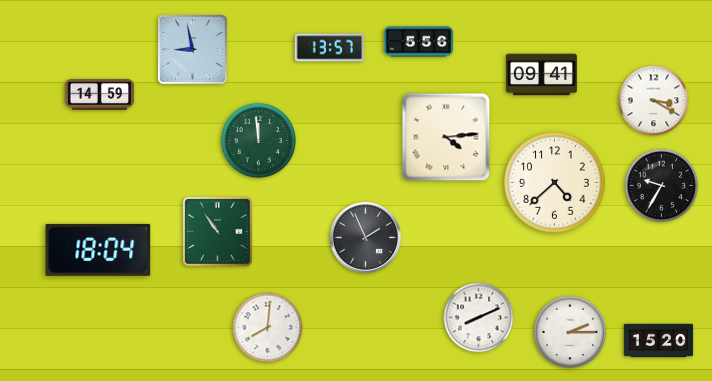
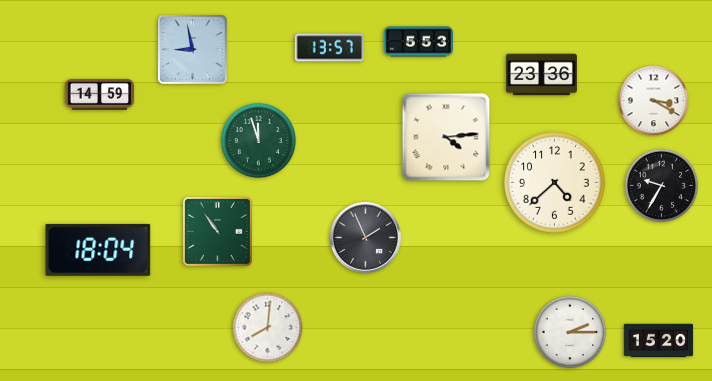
clock at (419, 42): 5:56 -> 5:53
clock at (541, 75): 09:41 -> 23:36
clock at (258, 140): 11:59 -> 11:57
clock at (479, 318): 8:11 -> none
